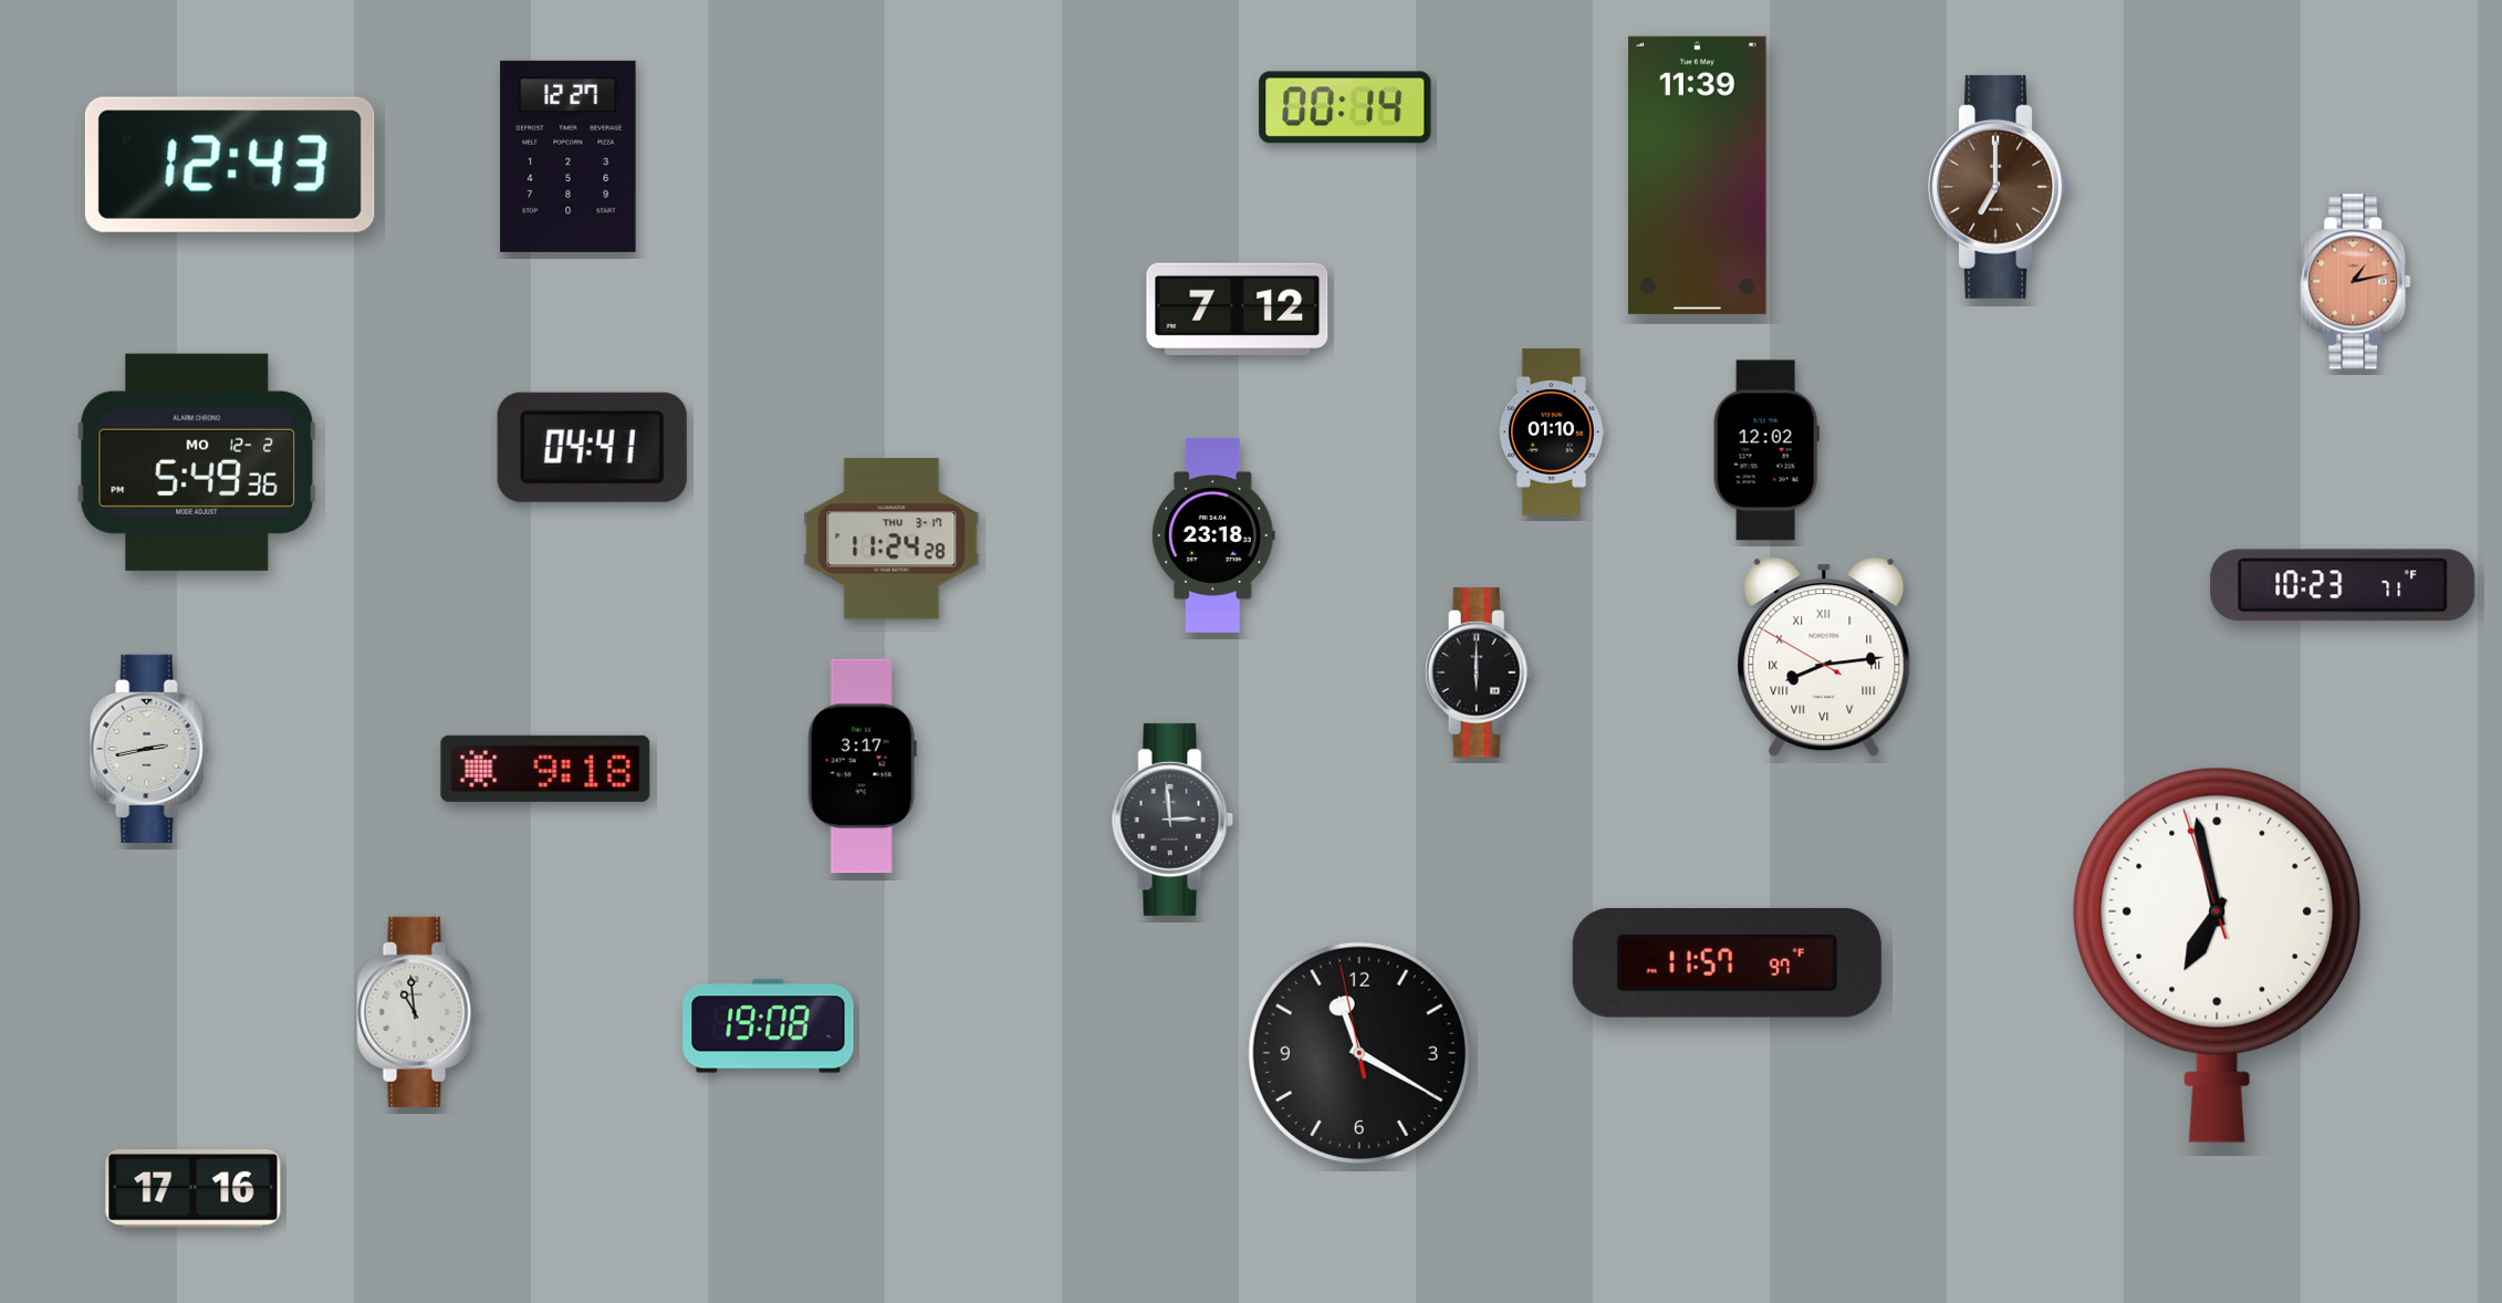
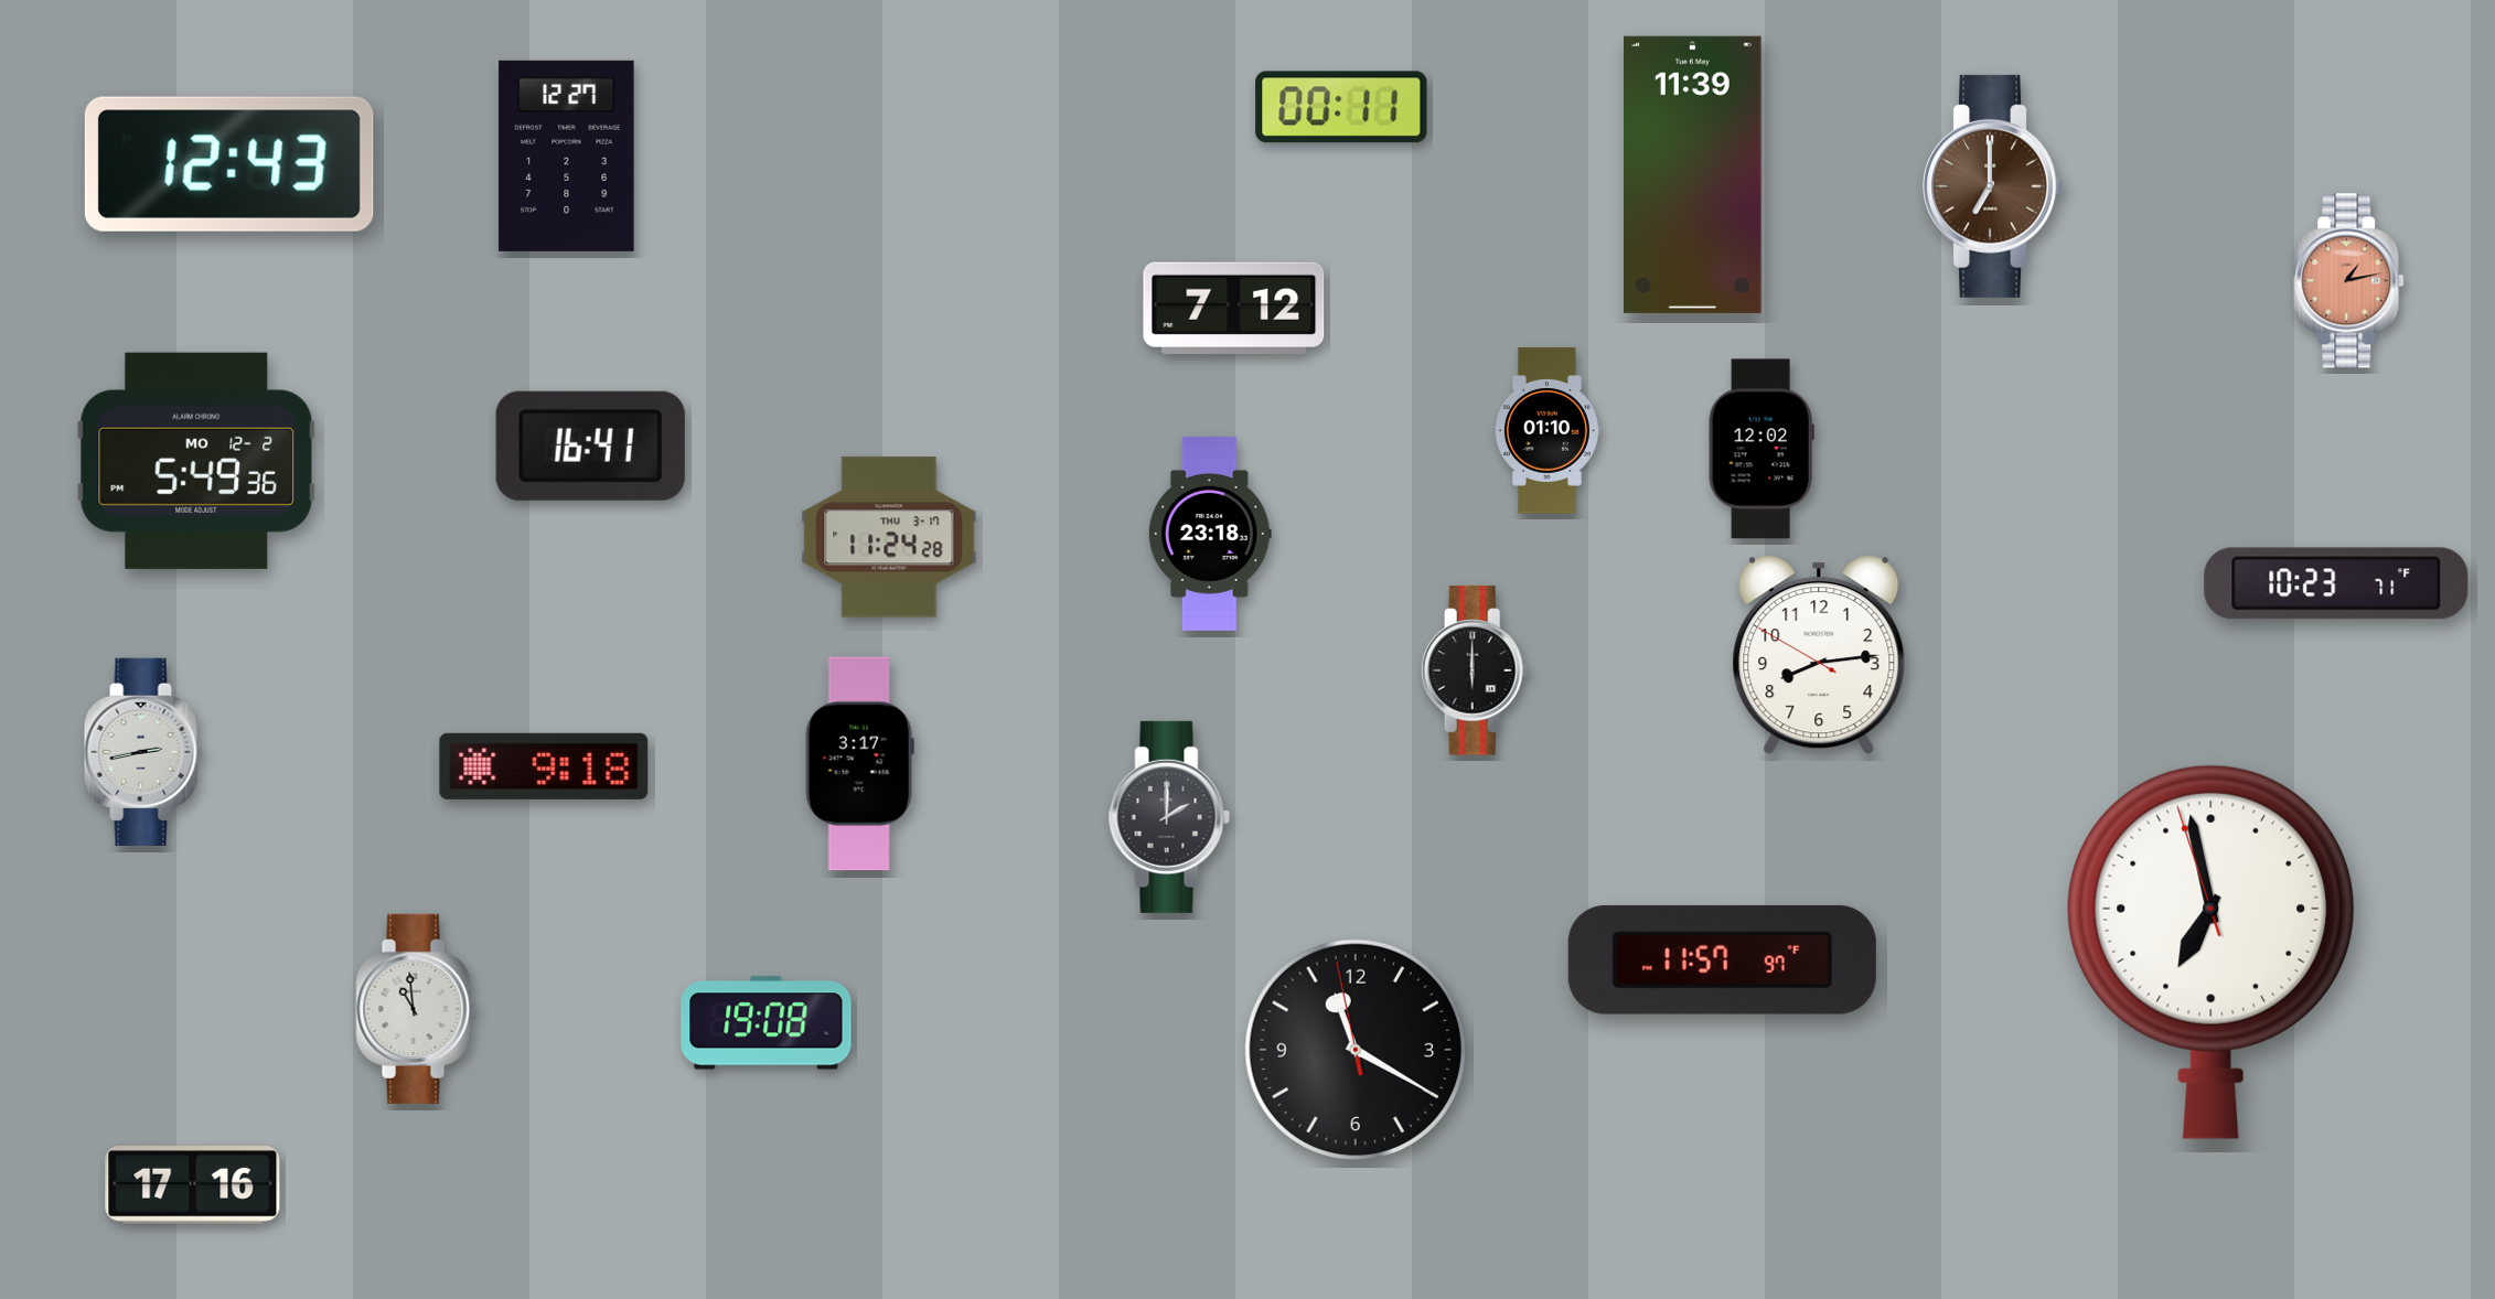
clock at (1345, 107): 00:14 -> 00:11
clock at (592, 447): 04:41 -> 16:41
clock at (1824, 657) numerals: Roman -> Arabic
clock at (149, 749) position: (149, 749) -> (143, 752)
clock at (1172, 820): 2:59 -> 2:00
